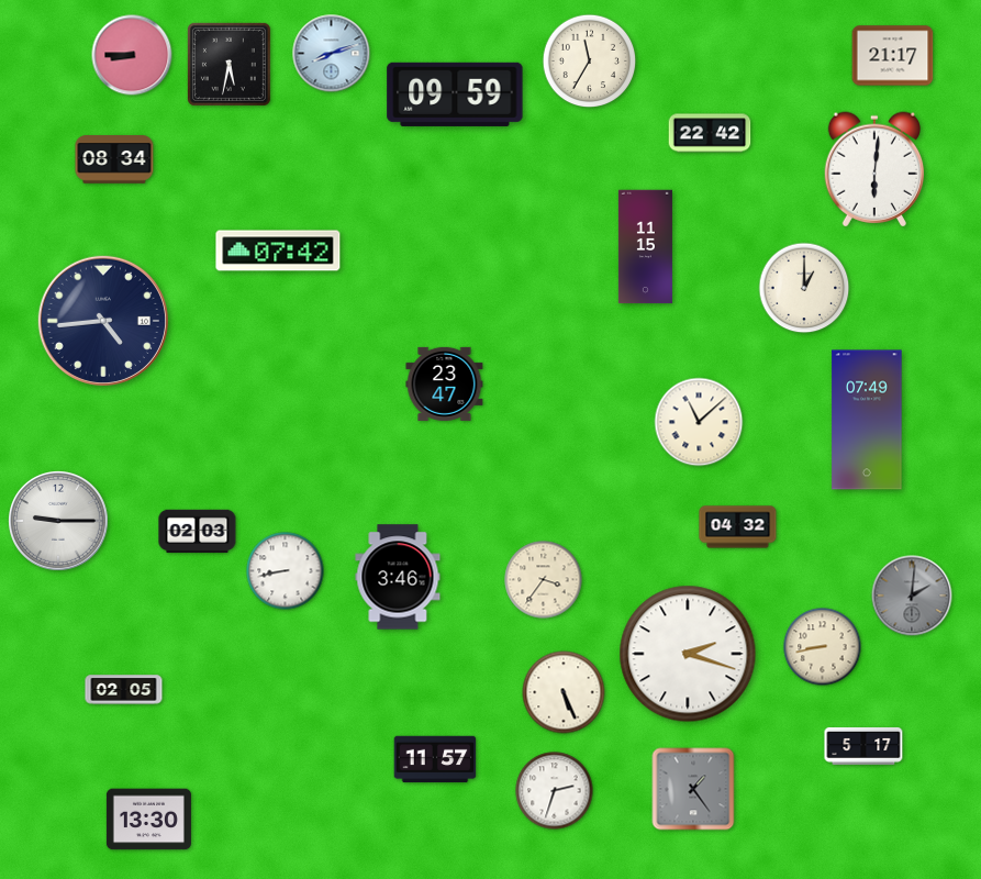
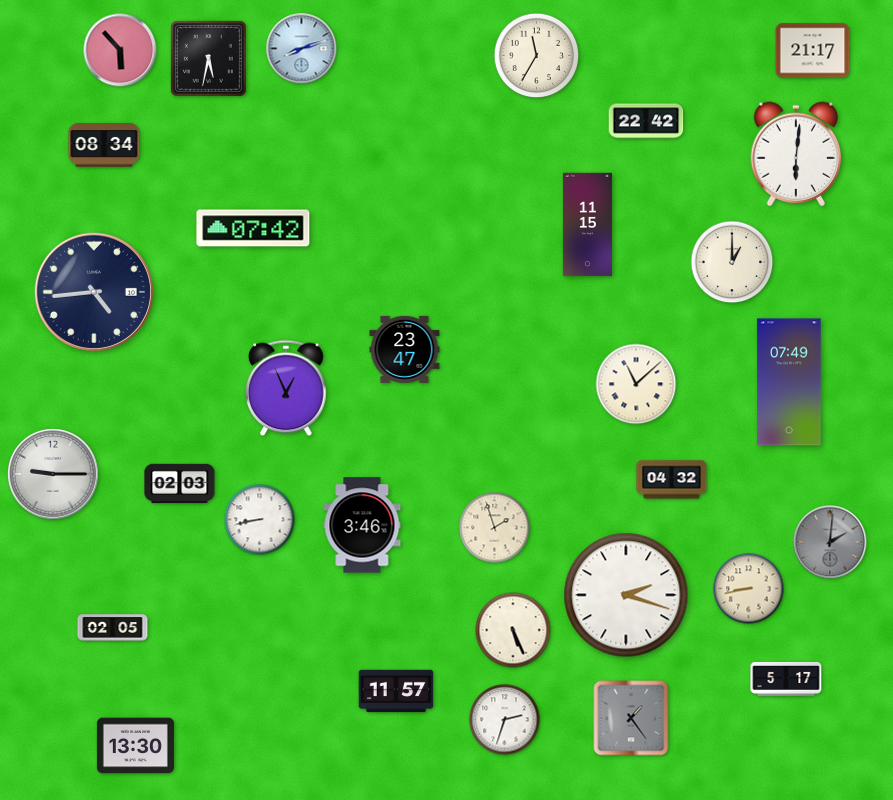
clock at (132, 55): 8:45 -> 5:53
clock at (455, 94): 09:59 -> none
clock at (286, 388): none -> 12:56
clock at (544, 580): 3:36 -> 1:57
